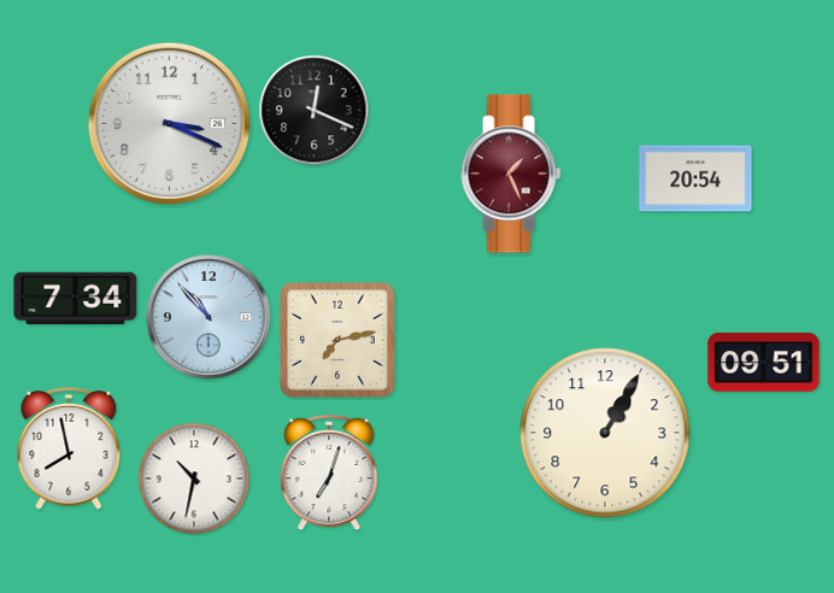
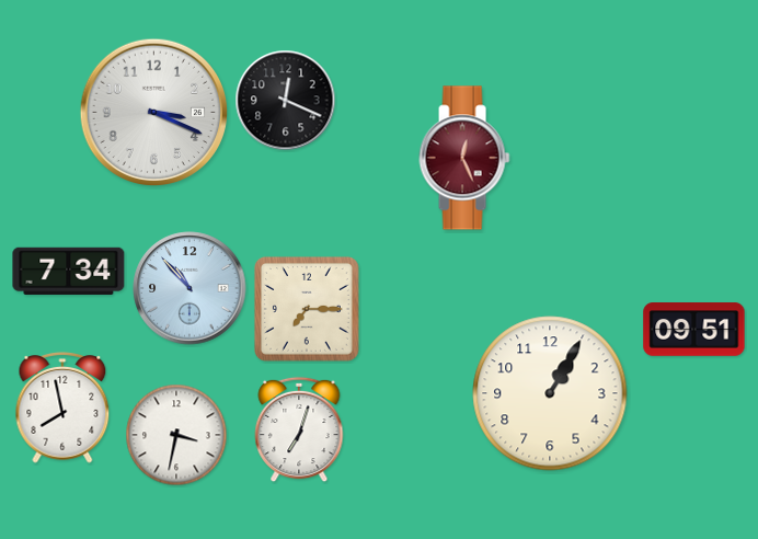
clock at (511, 174): 1:26 -> 12:26
clock at (695, 178): 20:54 -> none
clock at (337, 340): 7:13 -> 7:15
clock at (194, 478): 10:32 -> 3:32
